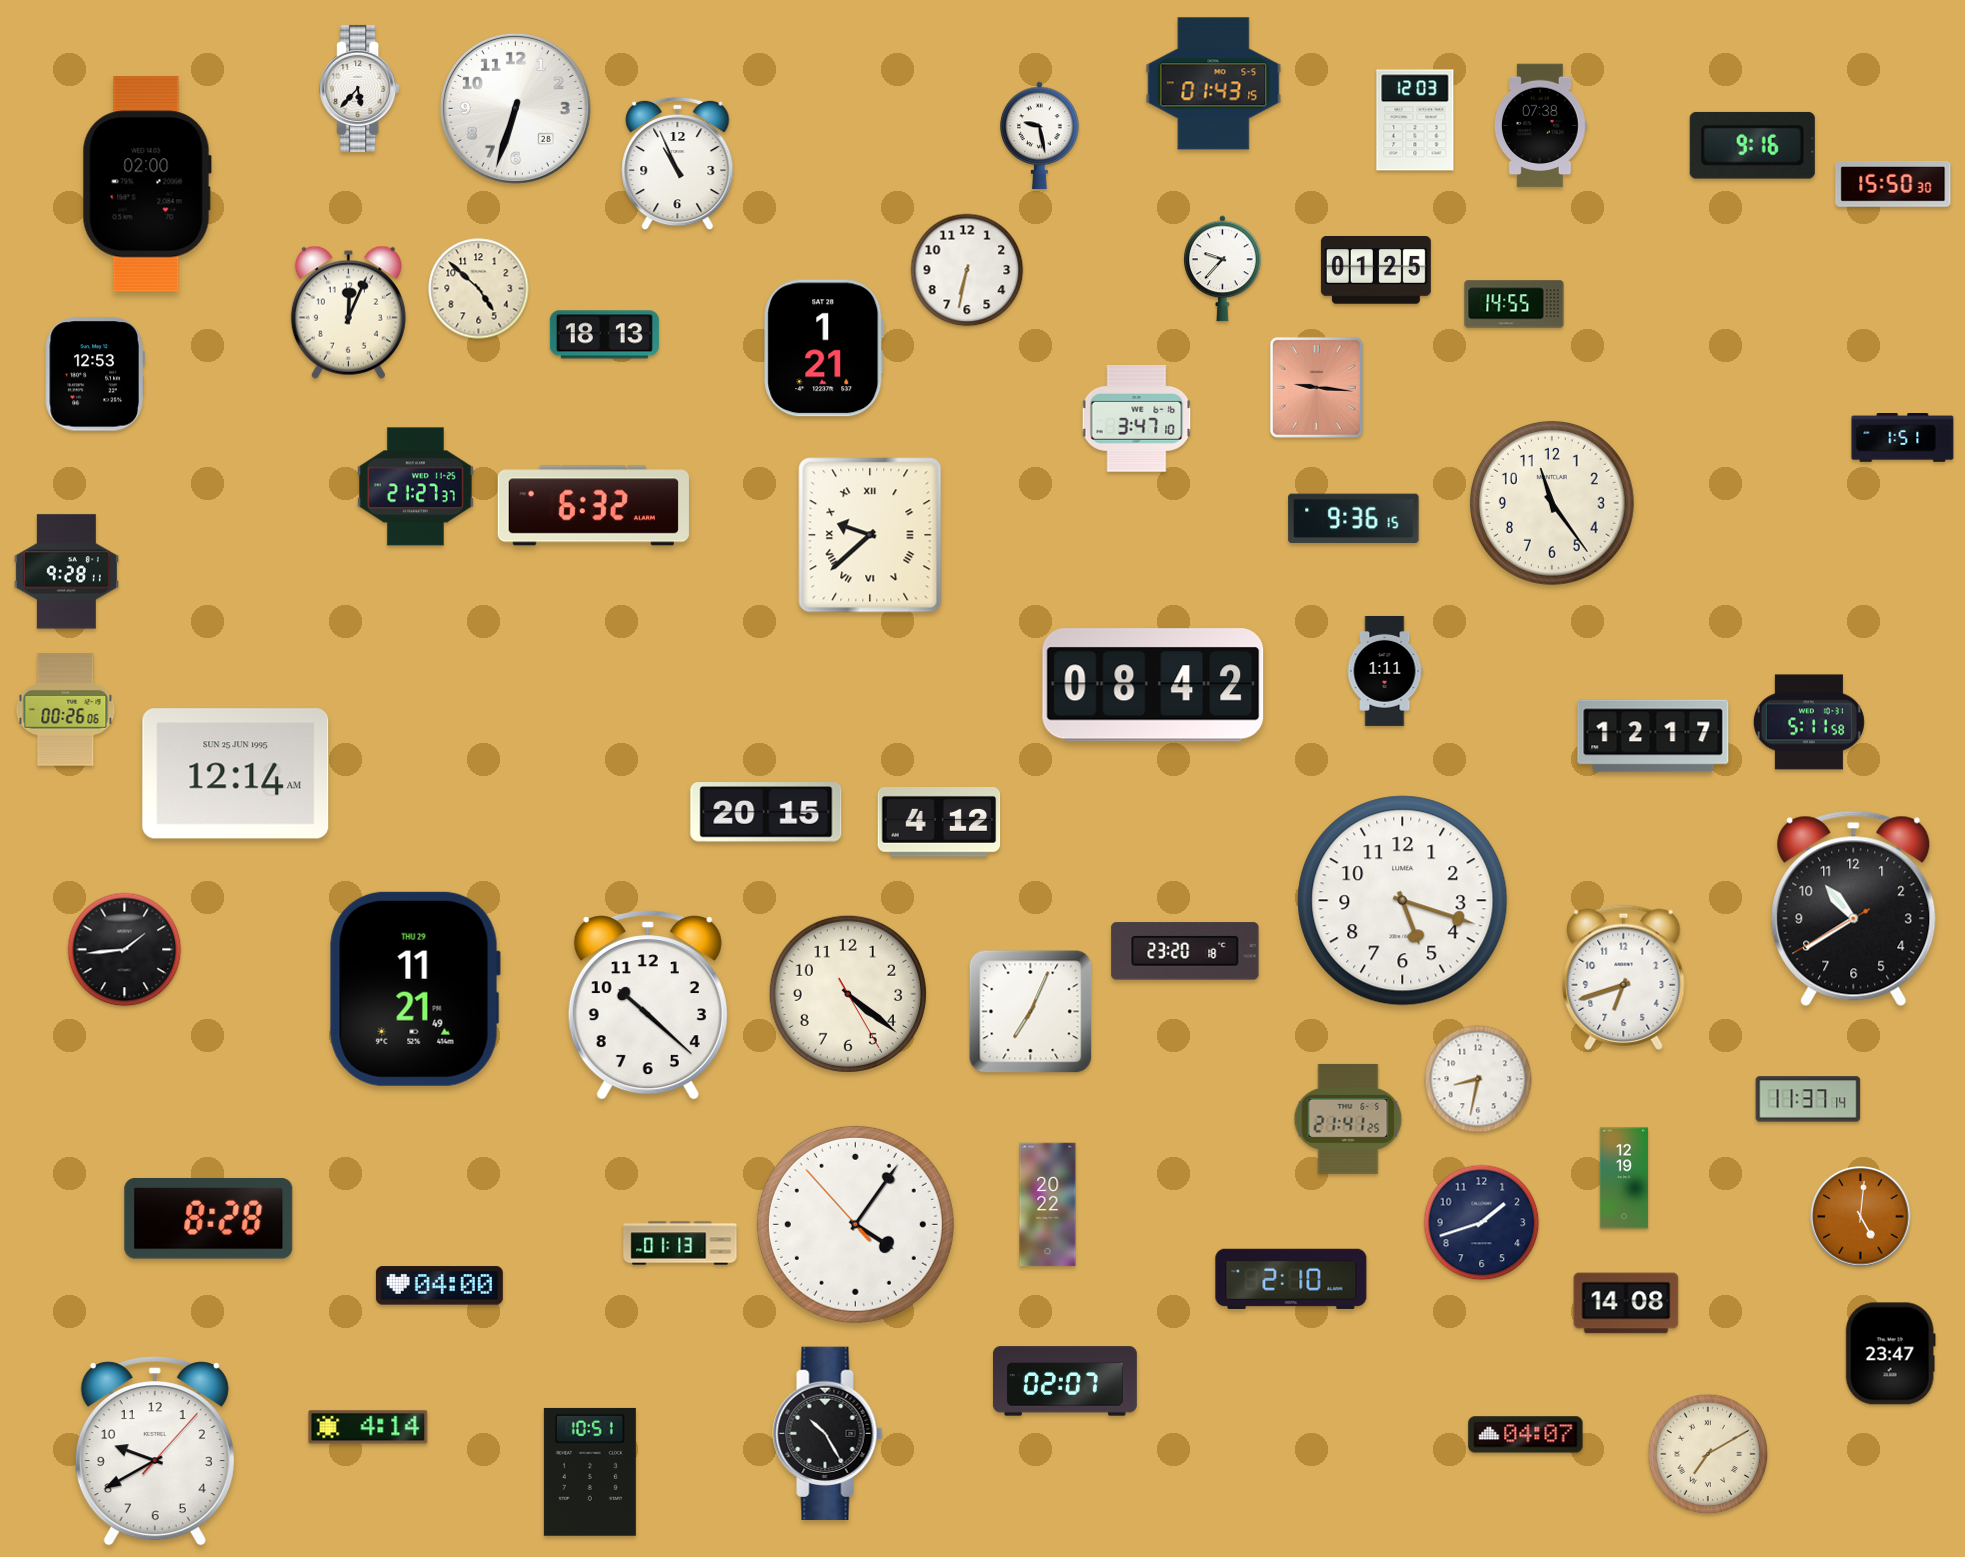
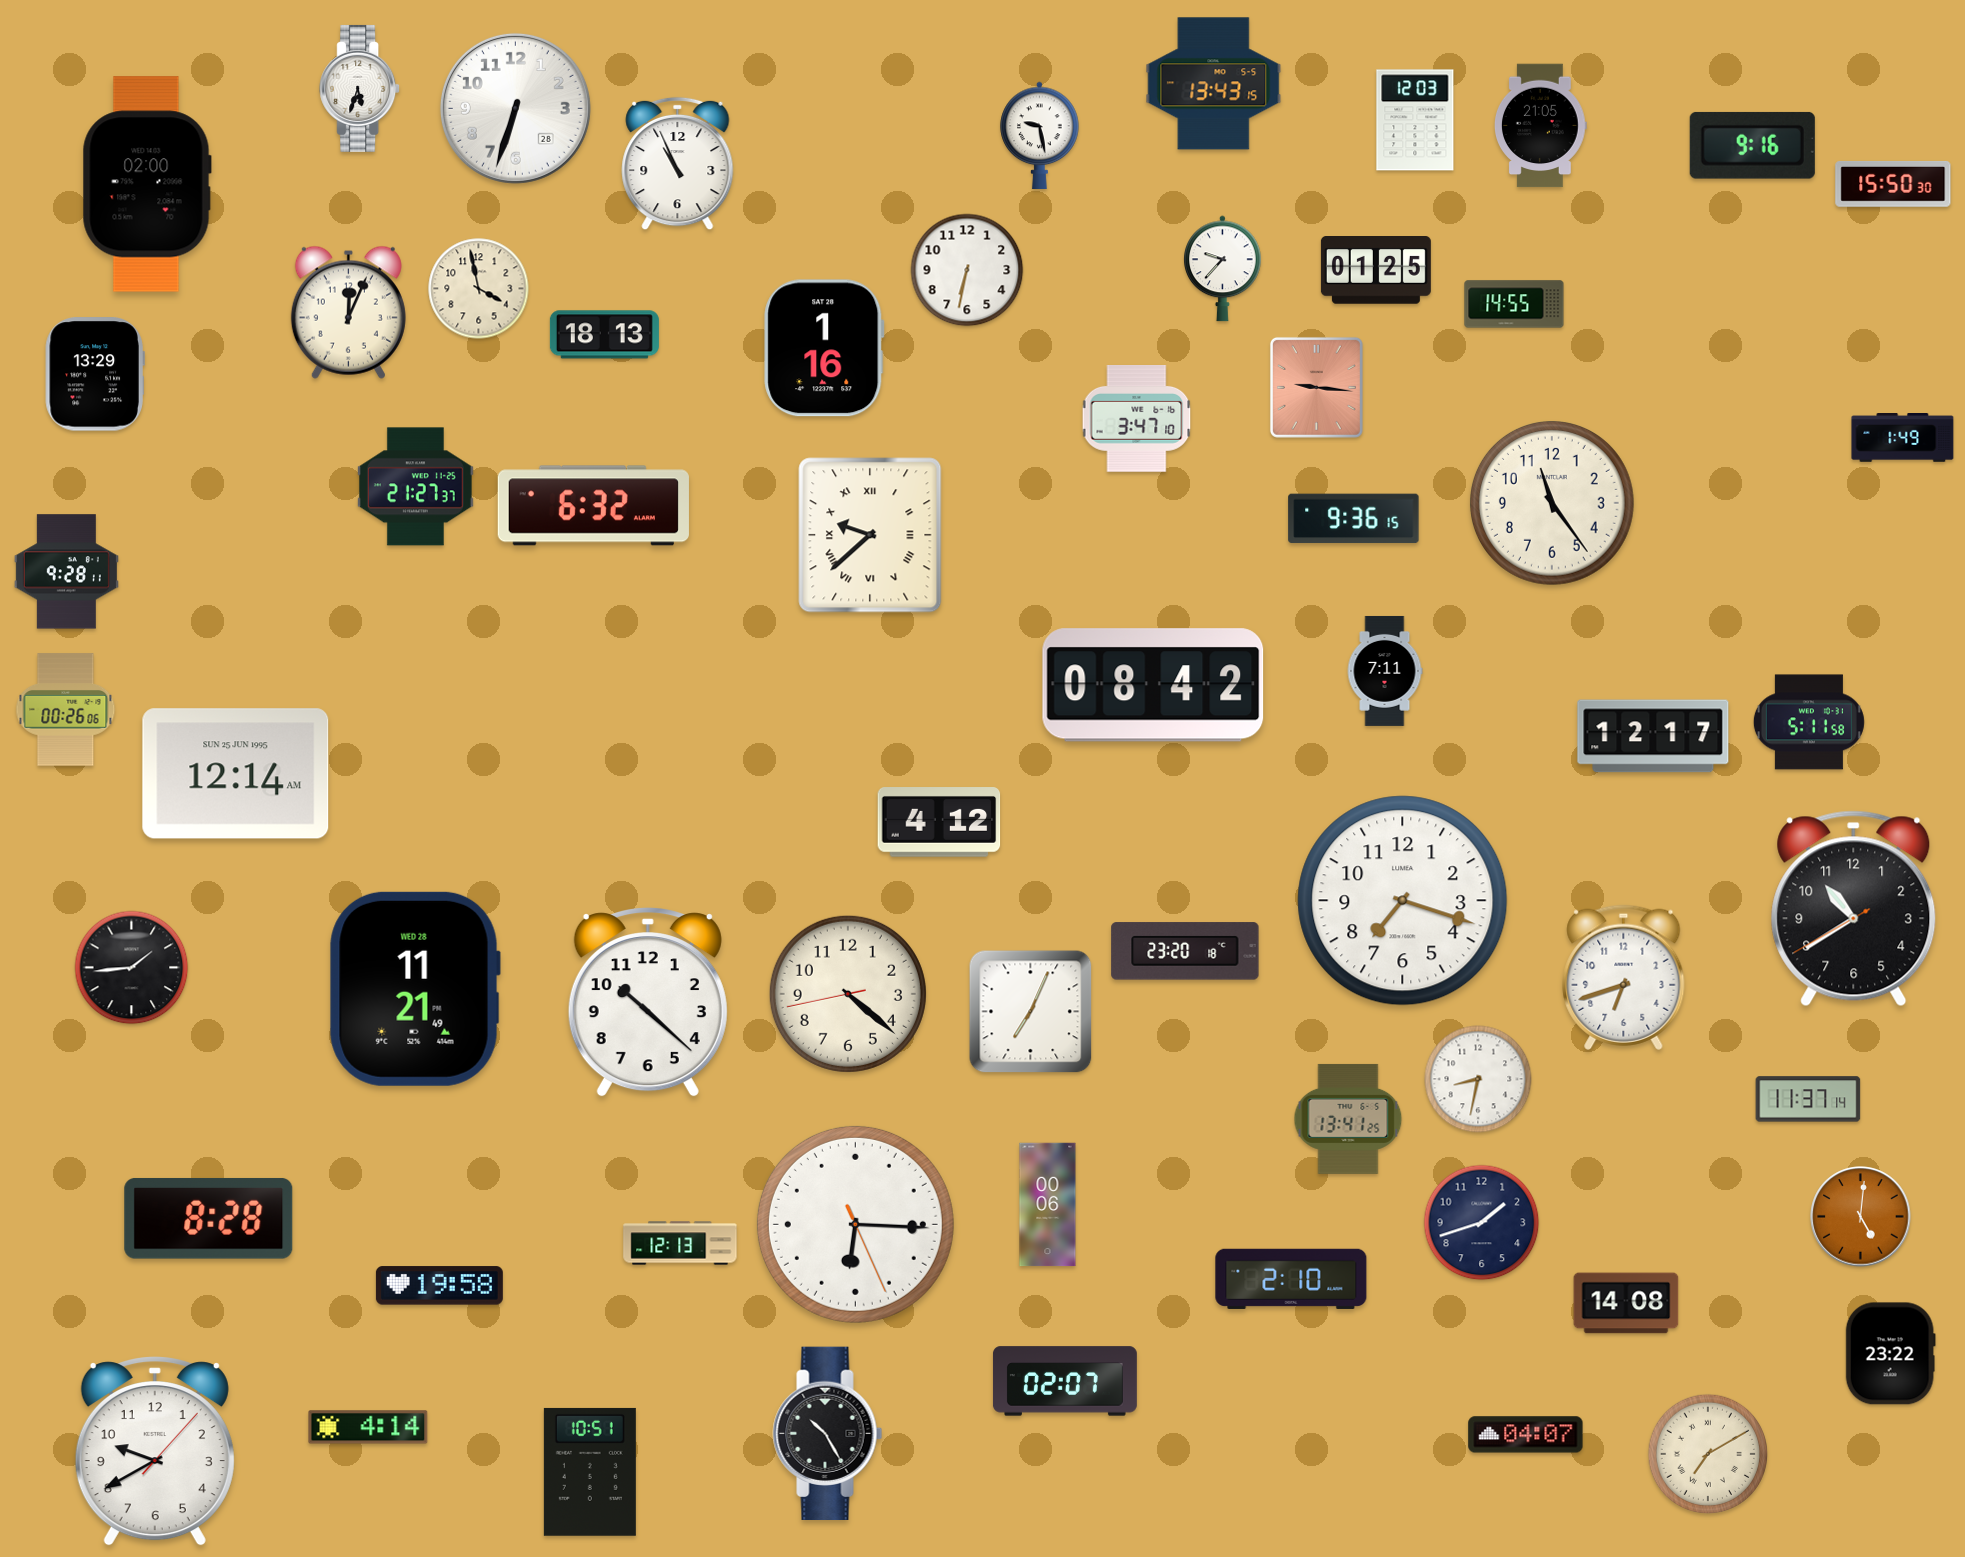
clock at (1214, 84): 01:43 -> 13:43
clock at (360, 88): 5:37 -> 5:33
clock at (1541, 126): 07:38 -> 21:05
clock at (479, 289): 4:52 -> 3:58
clock at (824, 348): 1:21 -> 1:16
clock at (95, 374): 12:53 -> 13:29
clock at (1903, 438): 1:51 -> 1:49
clock at (1385, 671): 1:11 -> 7:11
clock at (766, 812): 20:15 -> none
clock at (1403, 901): 5:18 -> 7:18
clock at (125, 950) position: (125, 950) -> (132, 968)
clock at (415, 989) date: THU 29 -> WED 28
clock at (848, 994): 4:21:25 -> 4:21:43
clock at (648, 1005) position: (648, 1005) -> (648, 1002)
clock at (1348, 1119): 21:41 -> 13:41
clock at (1624, 1178): 12:19 -> none
clock at (1048, 1205): 20:22 -> 00:06
clock at (855, 1224): 4:05 -> 6:15
clock at (680, 1243): 01:13 -> 12:13
clock at (439, 1286): 04:00 -> 19:58
clock at (1890, 1354): 23:47 -> 23:22
